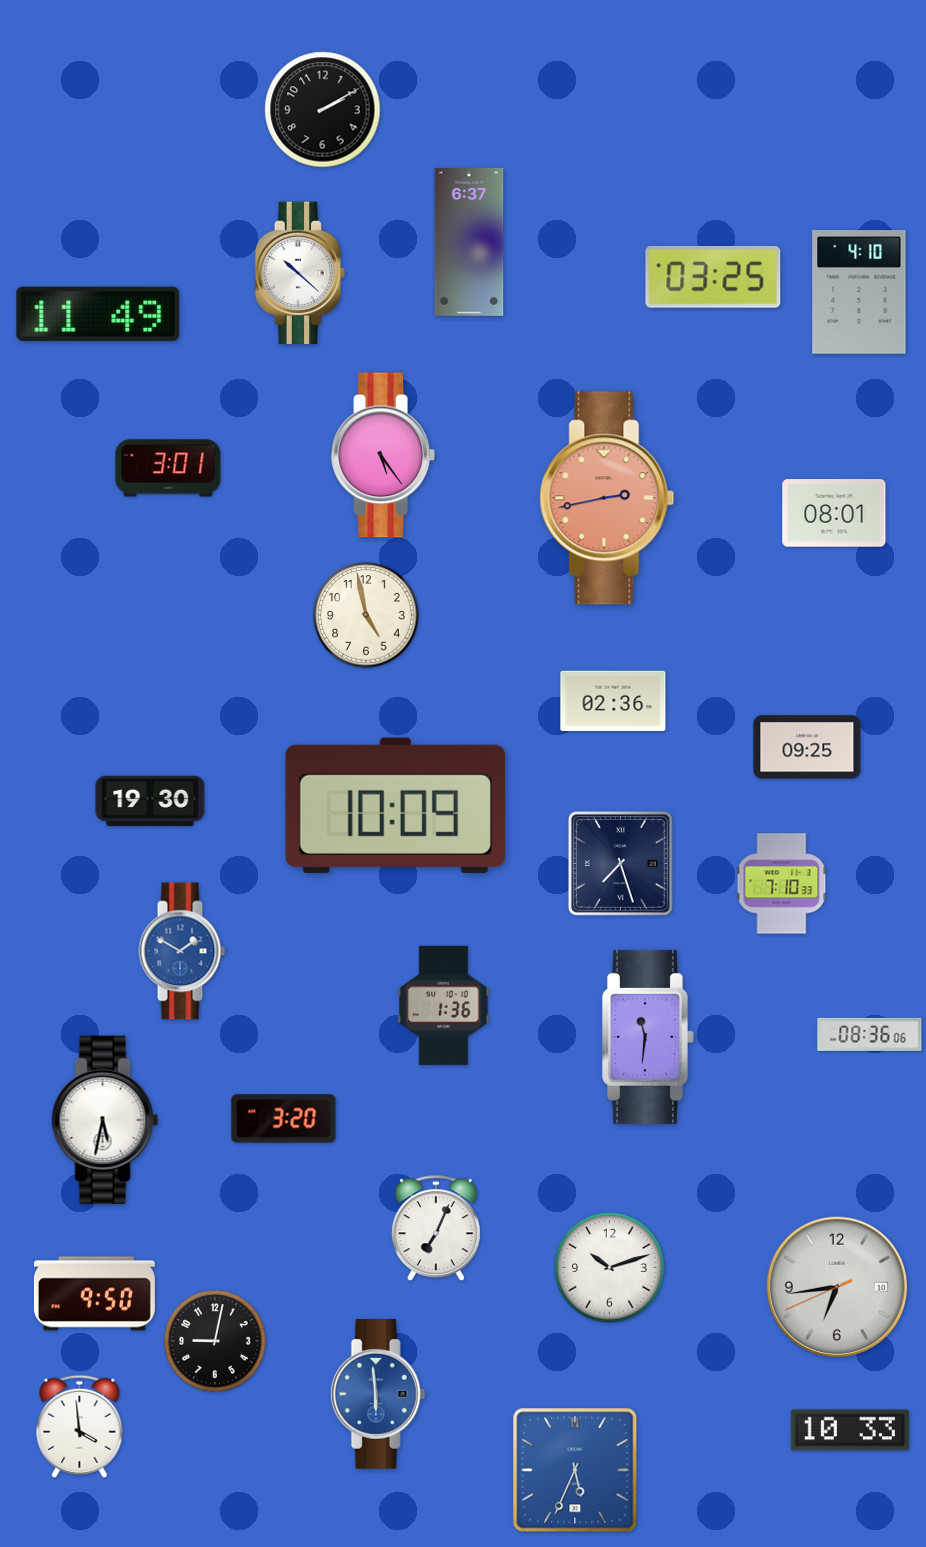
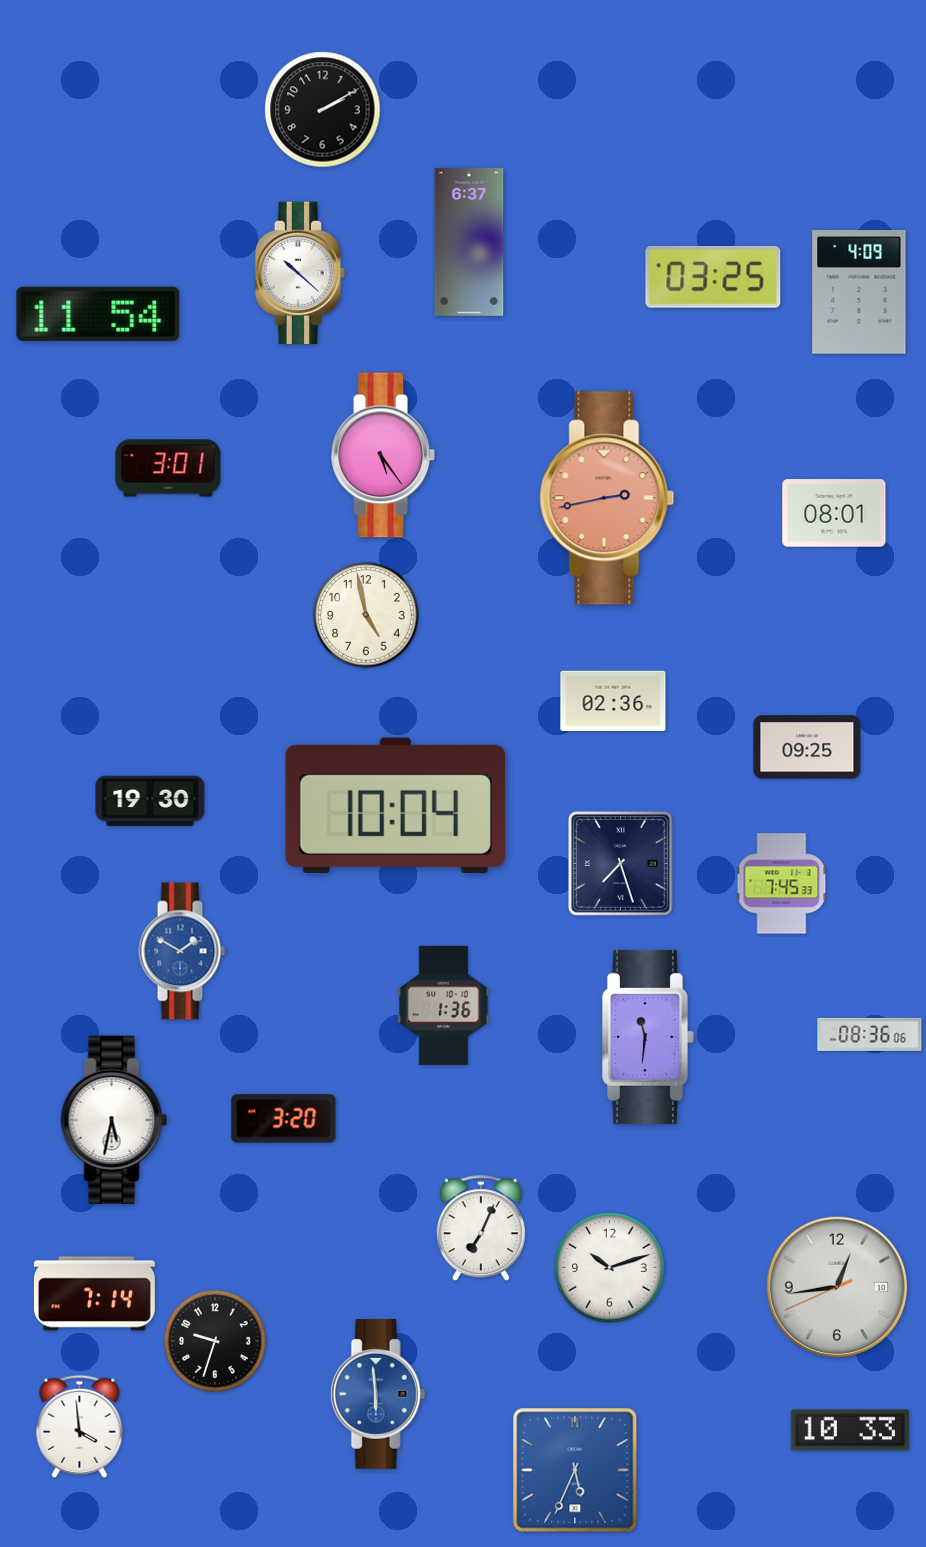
clock at (859, 292): 4:10 -> 4:09
clock at (98, 314): 11:49 -> 11:54
clock at (395, 805): 10:09 -> 10:04
clock at (782, 884): 7:10 -> 7:45
clock at (105, 1119) position: (105, 1119) -> (114, 1119)
clock at (436, 1229) position: (436, 1229) -> (481, 1229)
clock at (836, 1286): 6:43 -> 12:43
clock at (94, 1294): 9:50 -> 7:14
clock at (215, 1341): 9:02 -> 9:33
